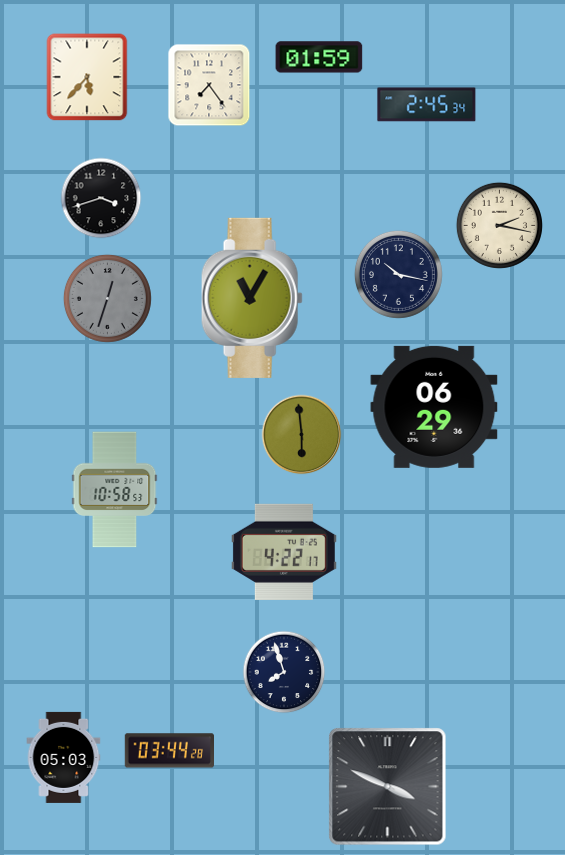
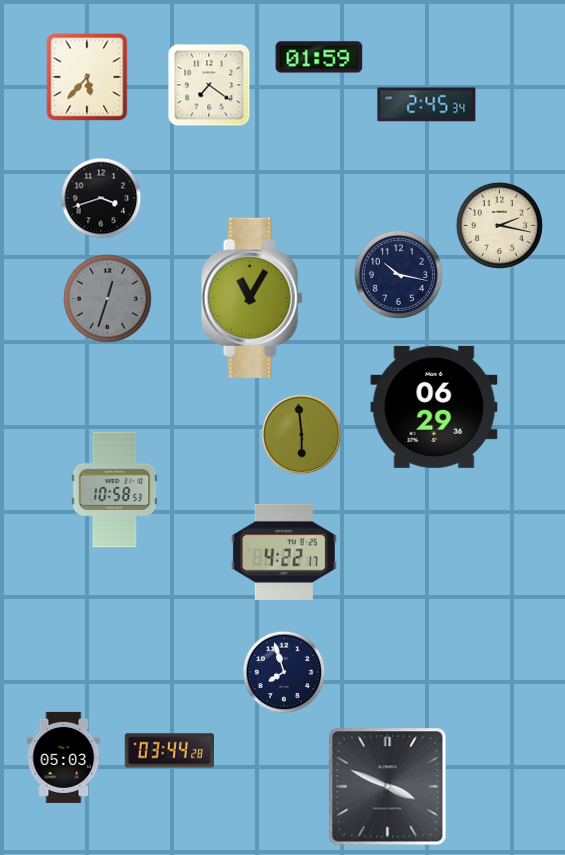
clock at (209, 85): 7:24 -> 7:21
